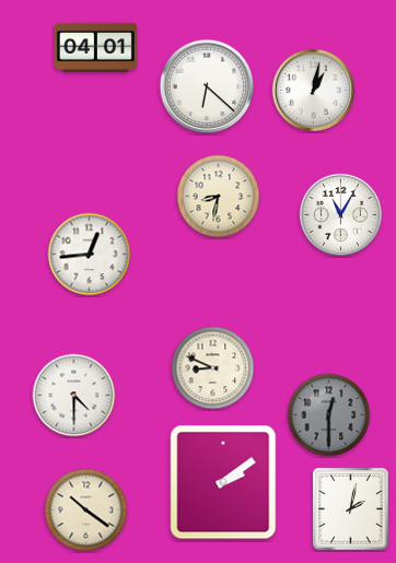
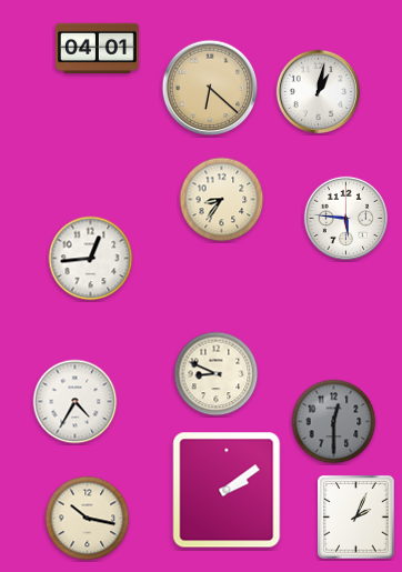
clock at (207, 86) dial: white -> champagne
clock at (219, 197): 8:32 -> 8:36
clock at (340, 214): 11:05 -> 5:46
clock at (74, 396): 4:30 -> 4:35
clock at (351, 509): 2:02 -> 2:04
clock at (86, 511): 10:21 -> 10:17
